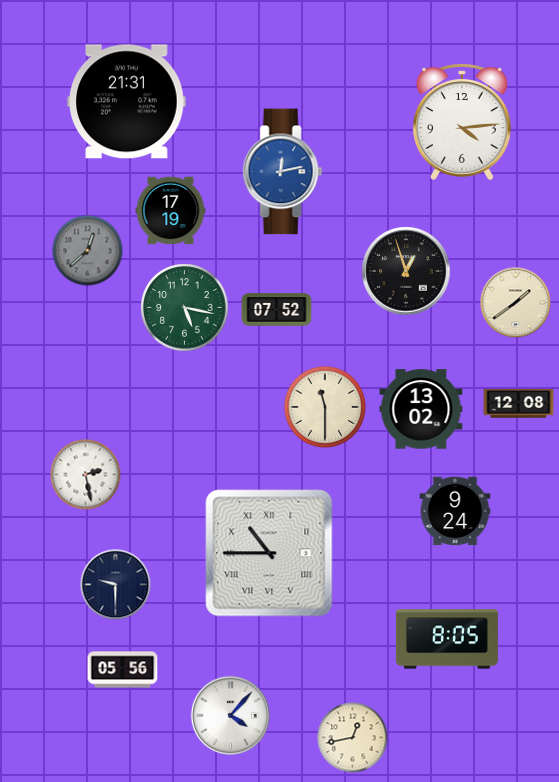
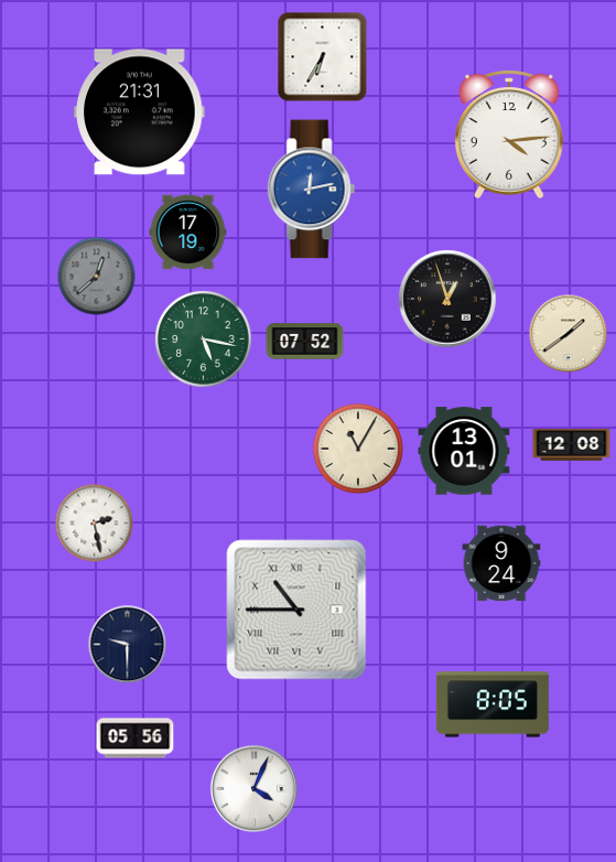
clock at (323, 57): none -> 6:35
clock at (324, 406): 11:30 -> 11:05
clock at (421, 409): 13:02 -> 13:01
clock at (230, 715): 4:07 -> 4:04
clock at (353, 738): 12:43 -> none
